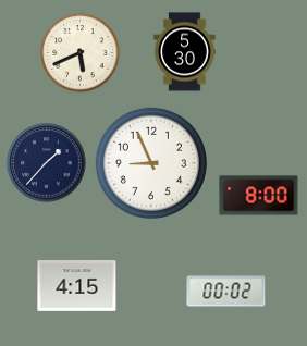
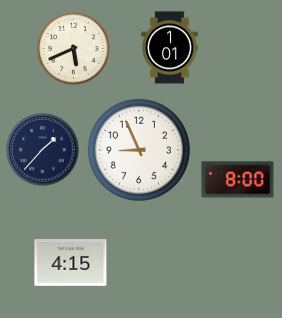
clock at (185, 52): 5:30 -> 1:01
clock at (226, 292): 00:02 -> none
